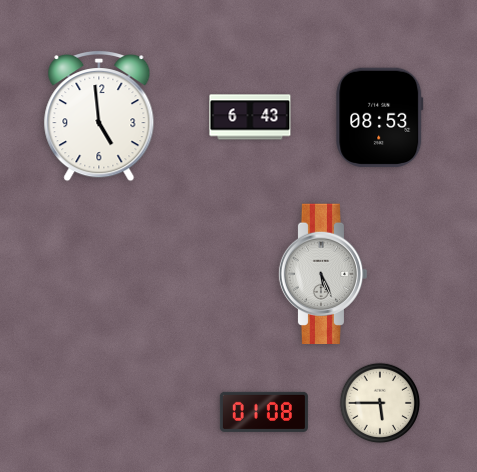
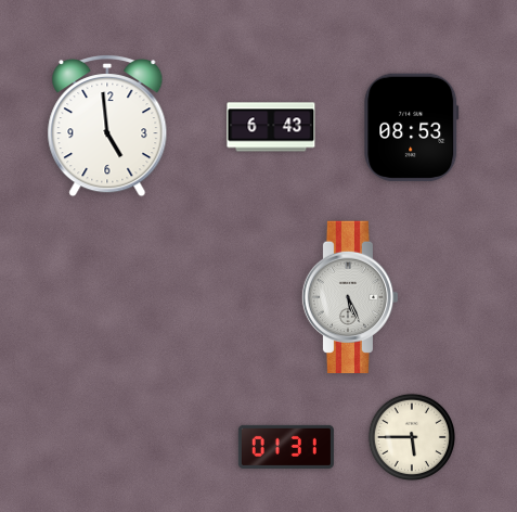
clock at (264, 412): 01:08 -> 01:31
